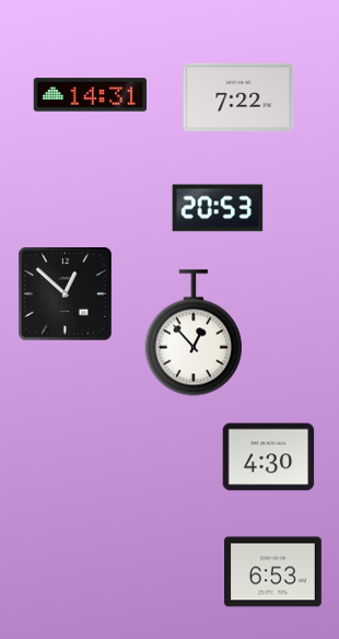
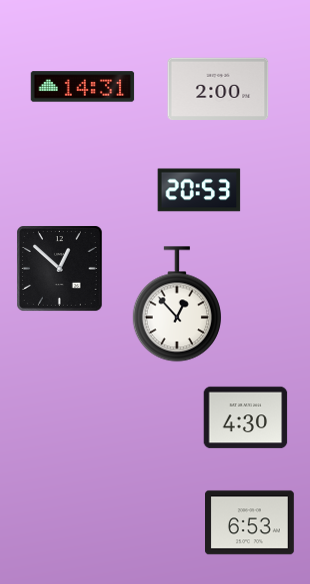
clock at (238, 97): 7:22 -> 2:00
